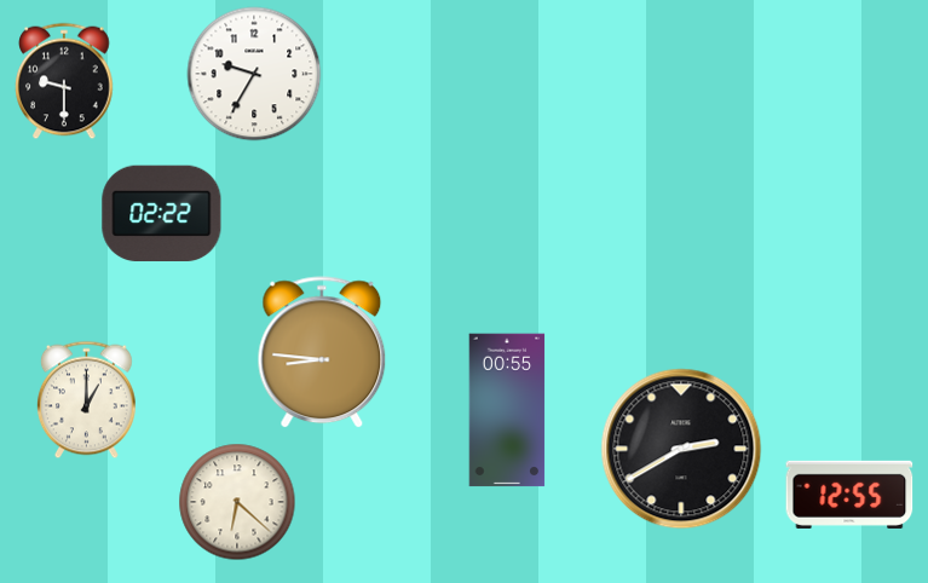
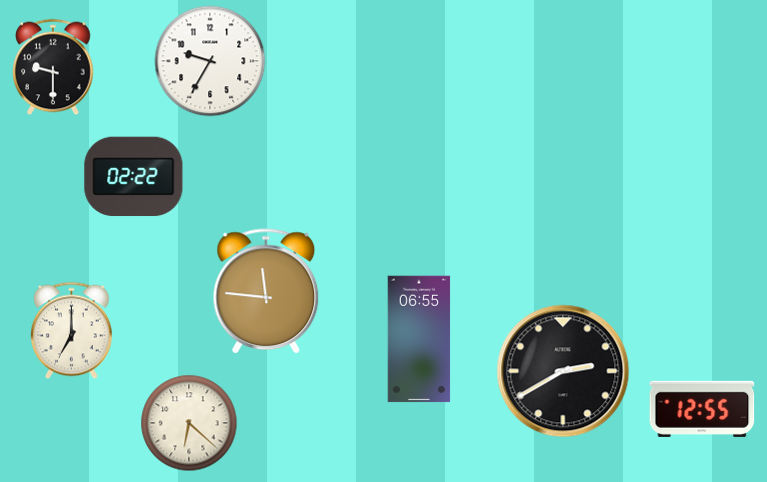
clock at (322, 353): 8:46 -> 11:46
clock at (87, 400): 1:00 -> 7:00
clock at (507, 410): 00:55 -> 06:55
clock at (237, 502) position: (237, 502) -> (189, 423)
